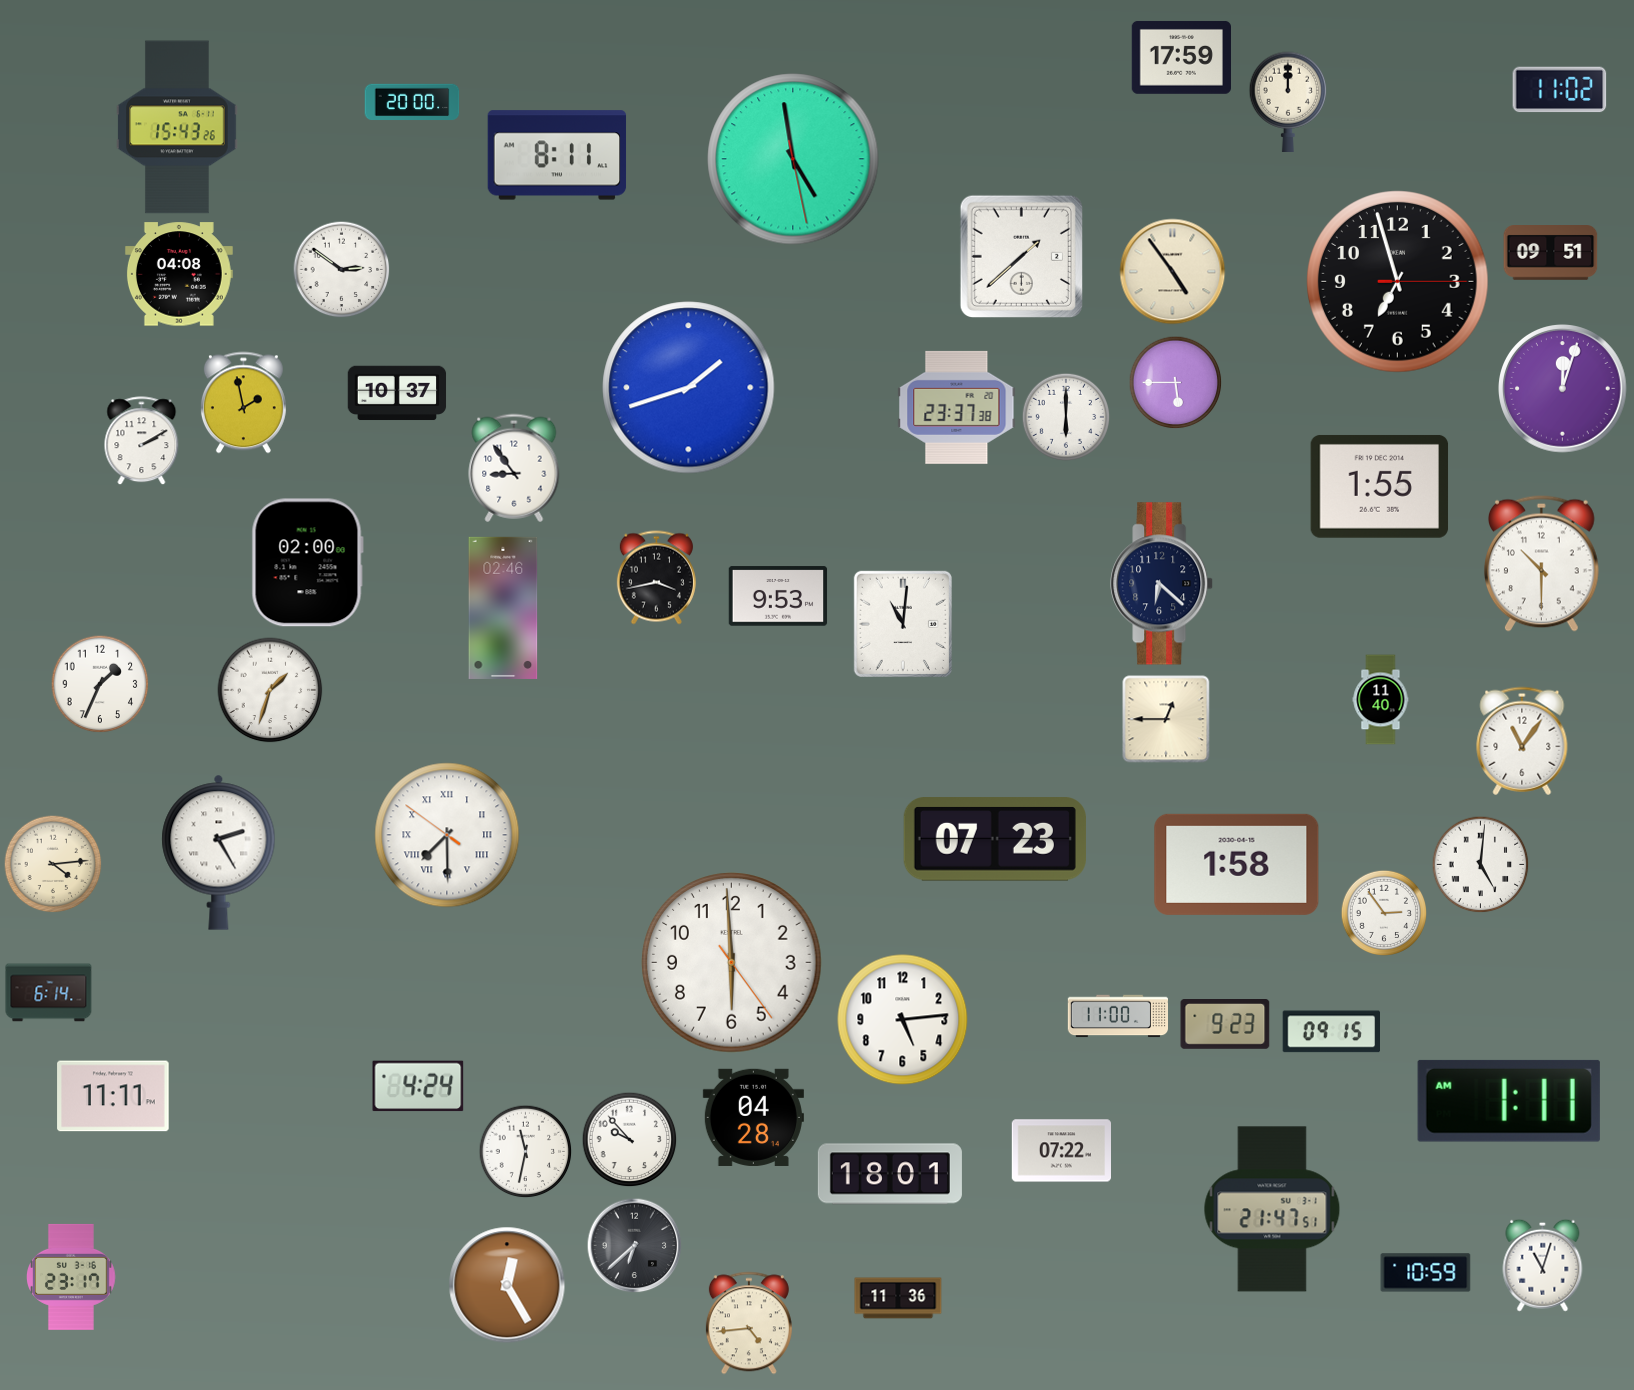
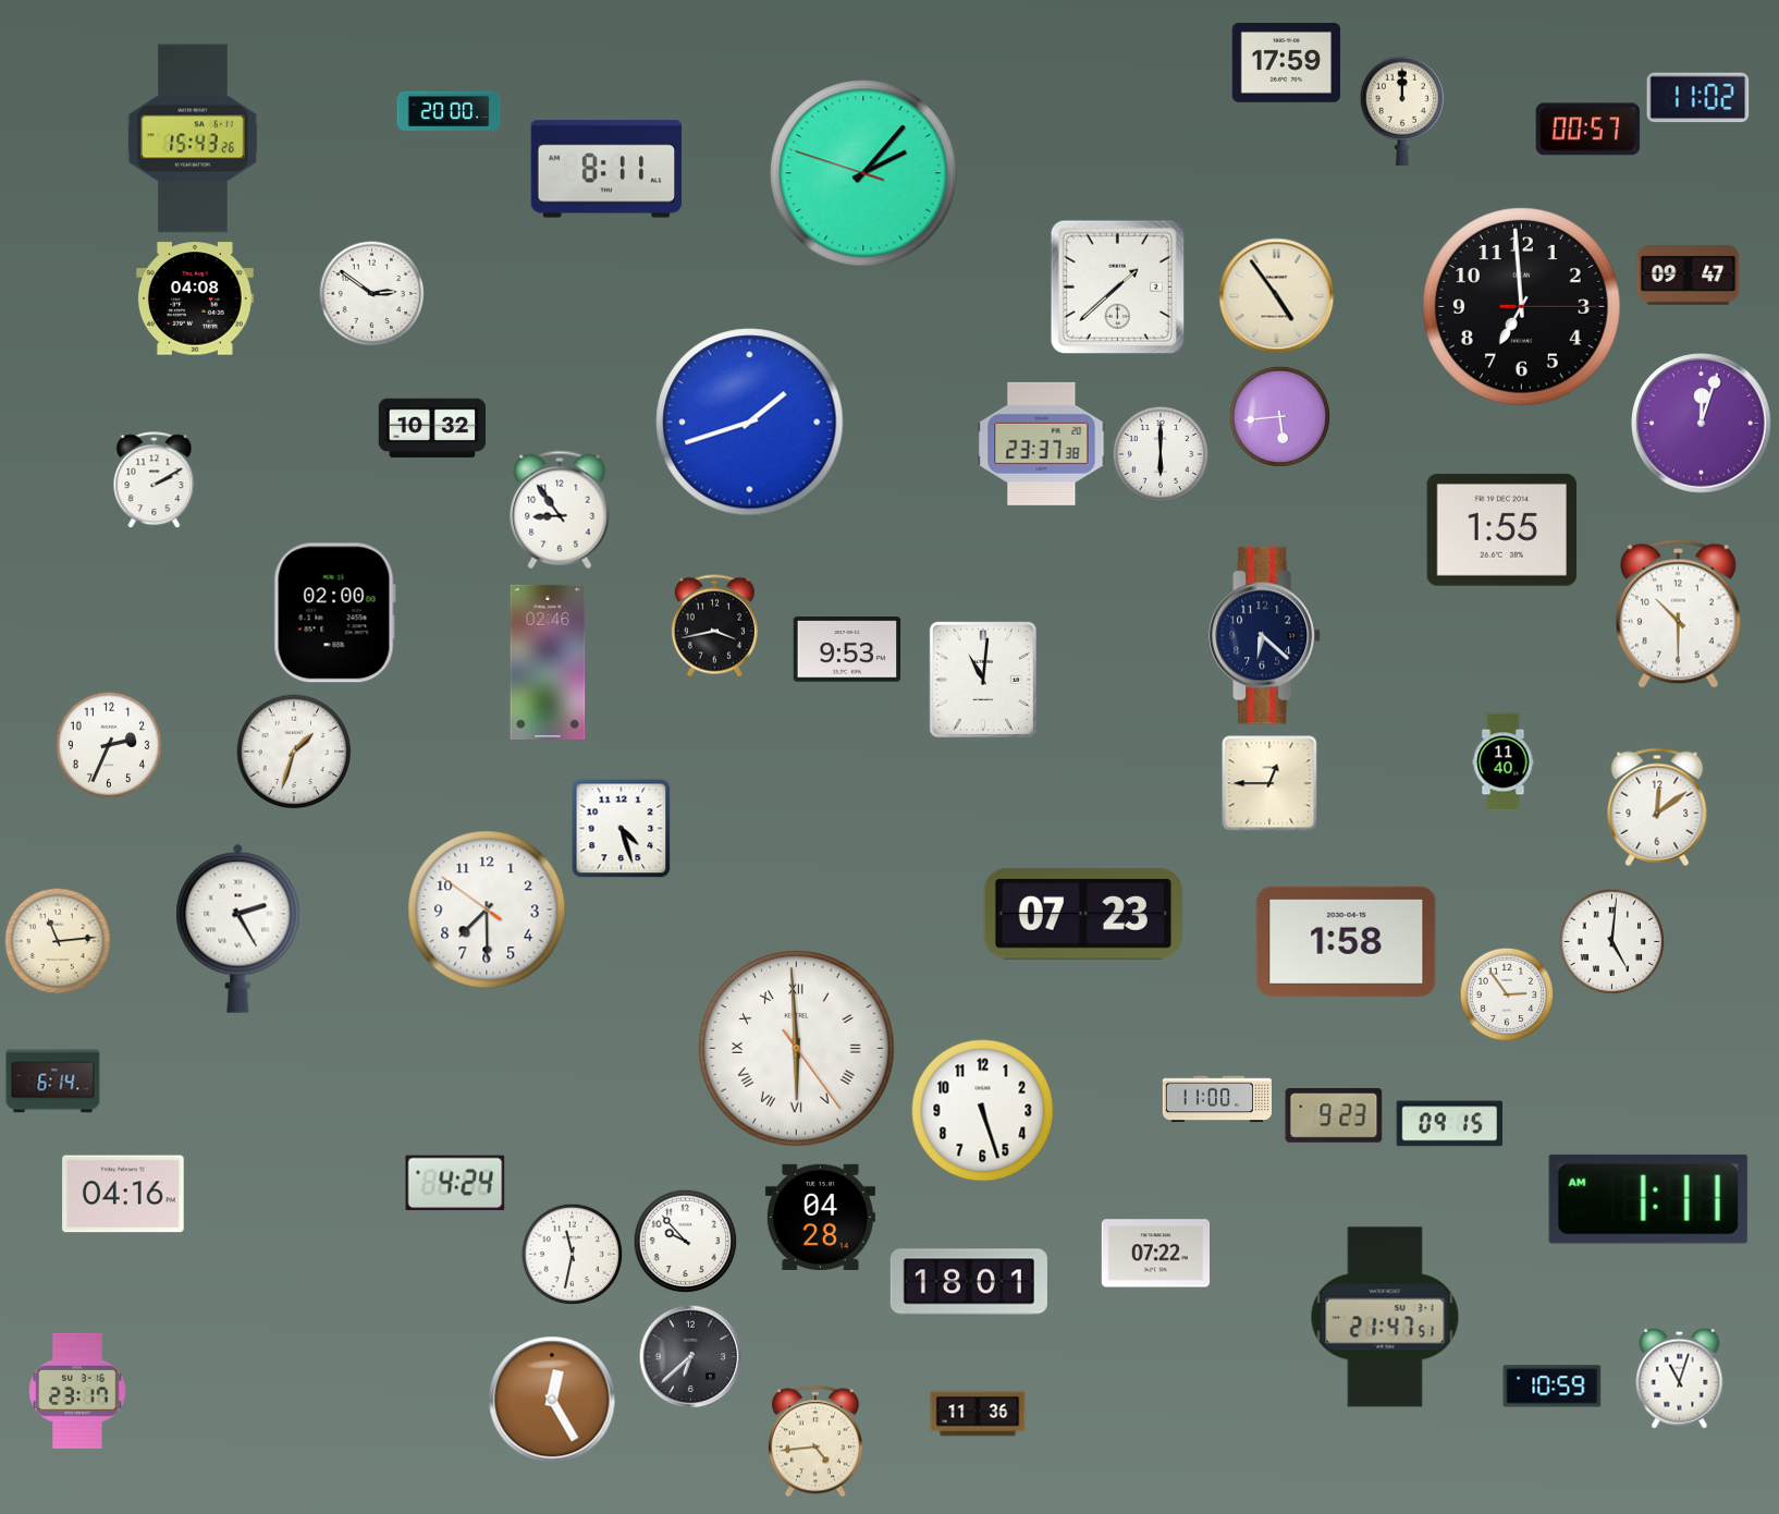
clock at (1588, 130): none -> 00:57
clock at (793, 159): 4:58 -> 2:06
clock at (1551, 253): 09:51 -> 09:47
clock at (1021, 256) position: (1021, 256) -> (1117, 286)
clock at (1398, 282): 6:57 -> 6:59
clock at (1175, 382): 5:45 -> 5:44
clock at (397, 393): 10:37 -> 10:32
clock at (243, 403): 1:58 -> none
clock at (656, 578) position: (656, 578) -> (714, 626)
clock at (100, 684): 1:34 -> 2:34
clock at (1522, 741): 11:06 -> 12:09
clock at (622, 829): none -> 4:27
clock at (447, 835) numerals: Roman -> Arabic
clock at (53, 864): 4:14 -> 11:14
clock at (732, 963) numerals: Arabic -> Roman
clock at (1117, 1016) position: (1117, 1016) -> (1216, 1099)
clock at (903, 1020): 5:14 -> 5:27
clock at (113, 1096): 11:11 -> 04:16
clock at (1509, 1101) position: (1509, 1101) -> (1648, 1199)
clock at (890, 1174) position: (890, 1174) -> (969, 1282)
